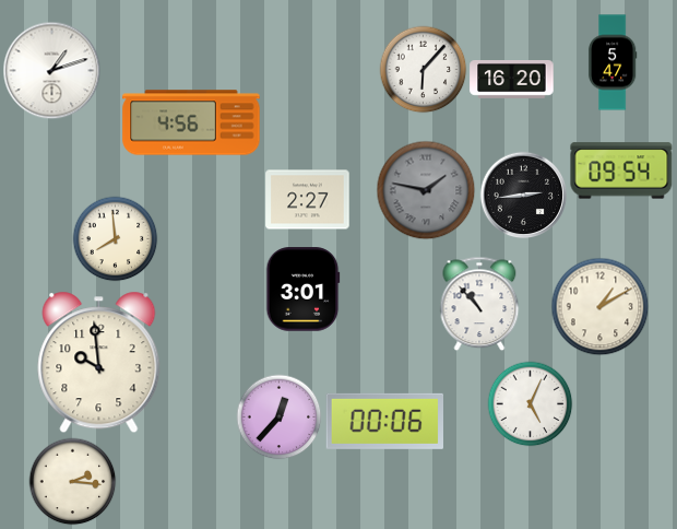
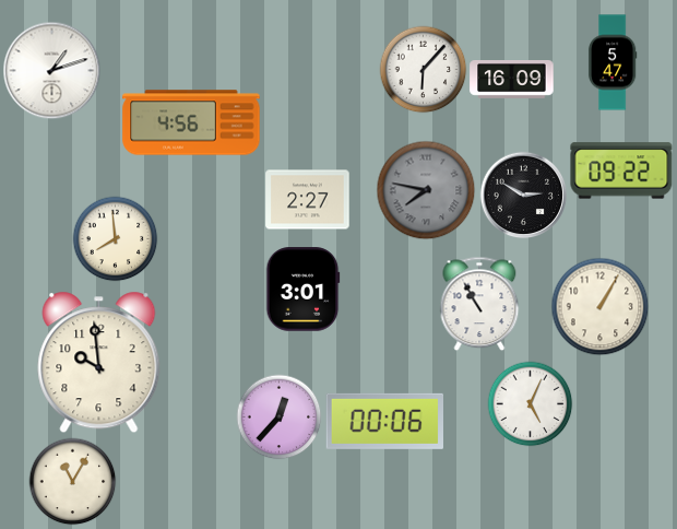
clock at (512, 80): 16:20 -> 16:09
clock at (621, 171): 09:54 -> 09:22
clock at (426, 190): 1:47 -> 7:47
clock at (523, 195): 2:44 -> 2:50
clock at (479, 304): 10:53 -> 10:55
clock at (599, 306): 1:10 -> 1:05
clock at (72, 481): 2:16 -> 11:05
